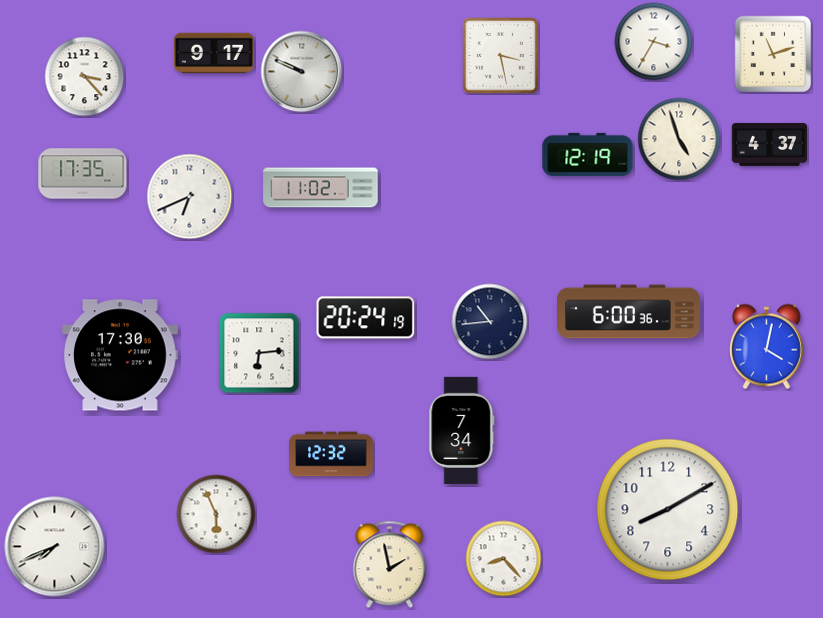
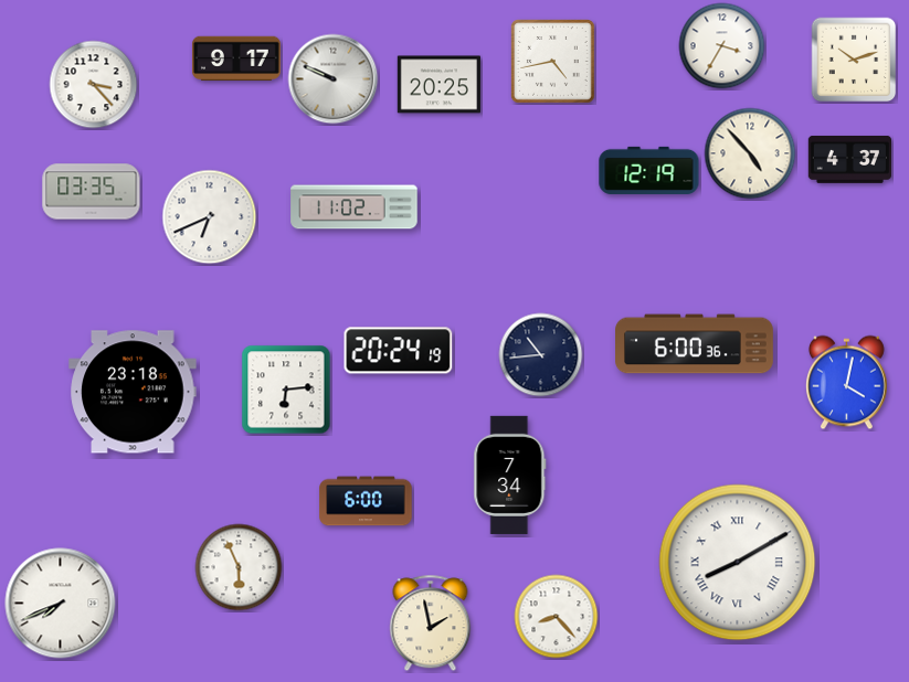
clock at (773, 54): 11:12 -> 10:12
clock at (501, 56): 3:28 -> 4:43
clock at (438, 85): none -> 20:25
clock at (679, 139): 4:57 -> 4:53
clock at (83, 174): 17:35 -> 03:35
clock at (366, 318) position: (366, 318) -> (399, 351)
clock at (120, 355): 17:30 -> 23:18
clock at (331, 454): 12:32 -> 6:00
clock at (668, 510) numerals: Arabic -> Roman
